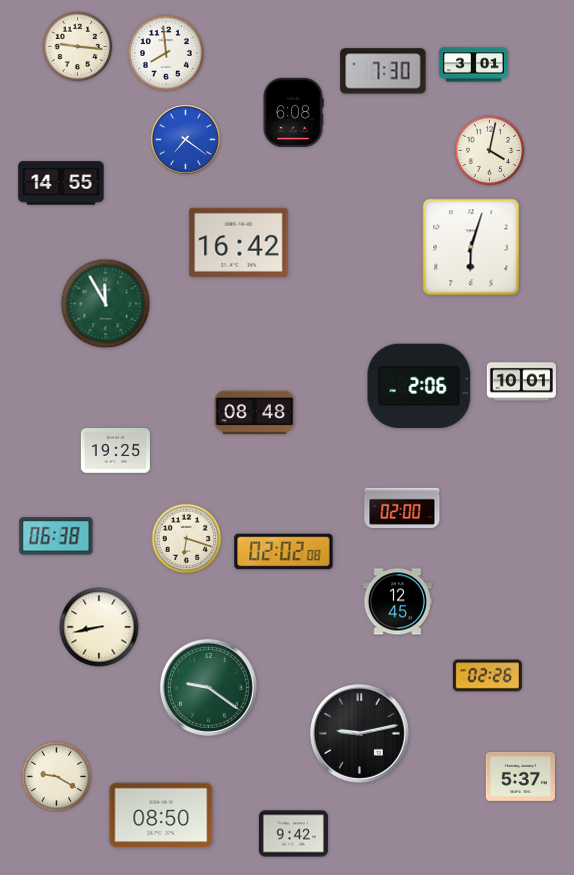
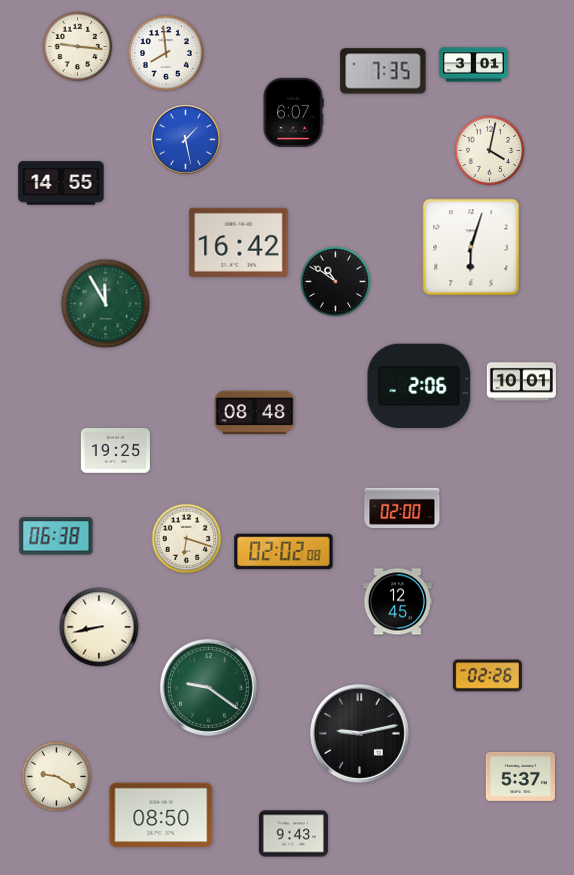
clock at (383, 71): 7:30 -> 7:35
clock at (293, 112): 6:08 -> 6:07
clock at (185, 139): 7:21 -> 1:28
clock at (336, 282): none -> 10:51
clock at (293, 834): 9:42 -> 9:43
